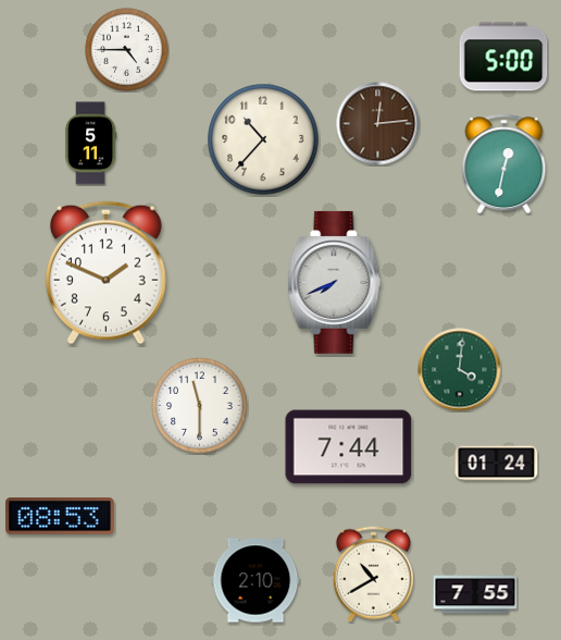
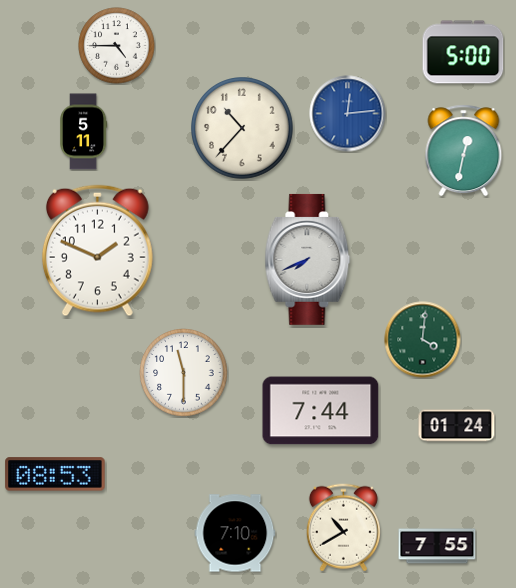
clock at (378, 124) dial: brown -> blue
clock at (255, 580): 2:10 -> 7:10
